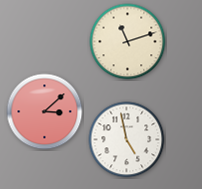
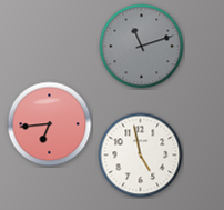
clock at (128, 42) dial: cream -> grey
clock at (45, 112): 3:08 -> 6:44
